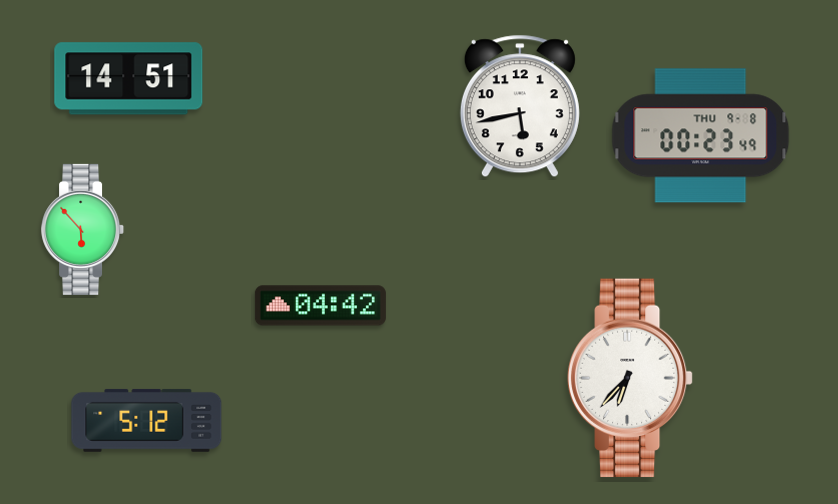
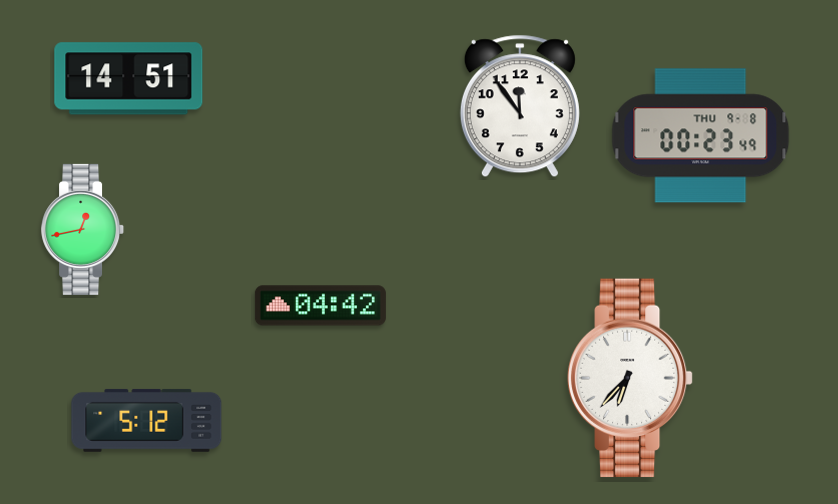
clock at (520, 106): 5:43 -> 11:54
clock at (83, 229): 5:53 -> 12:43
